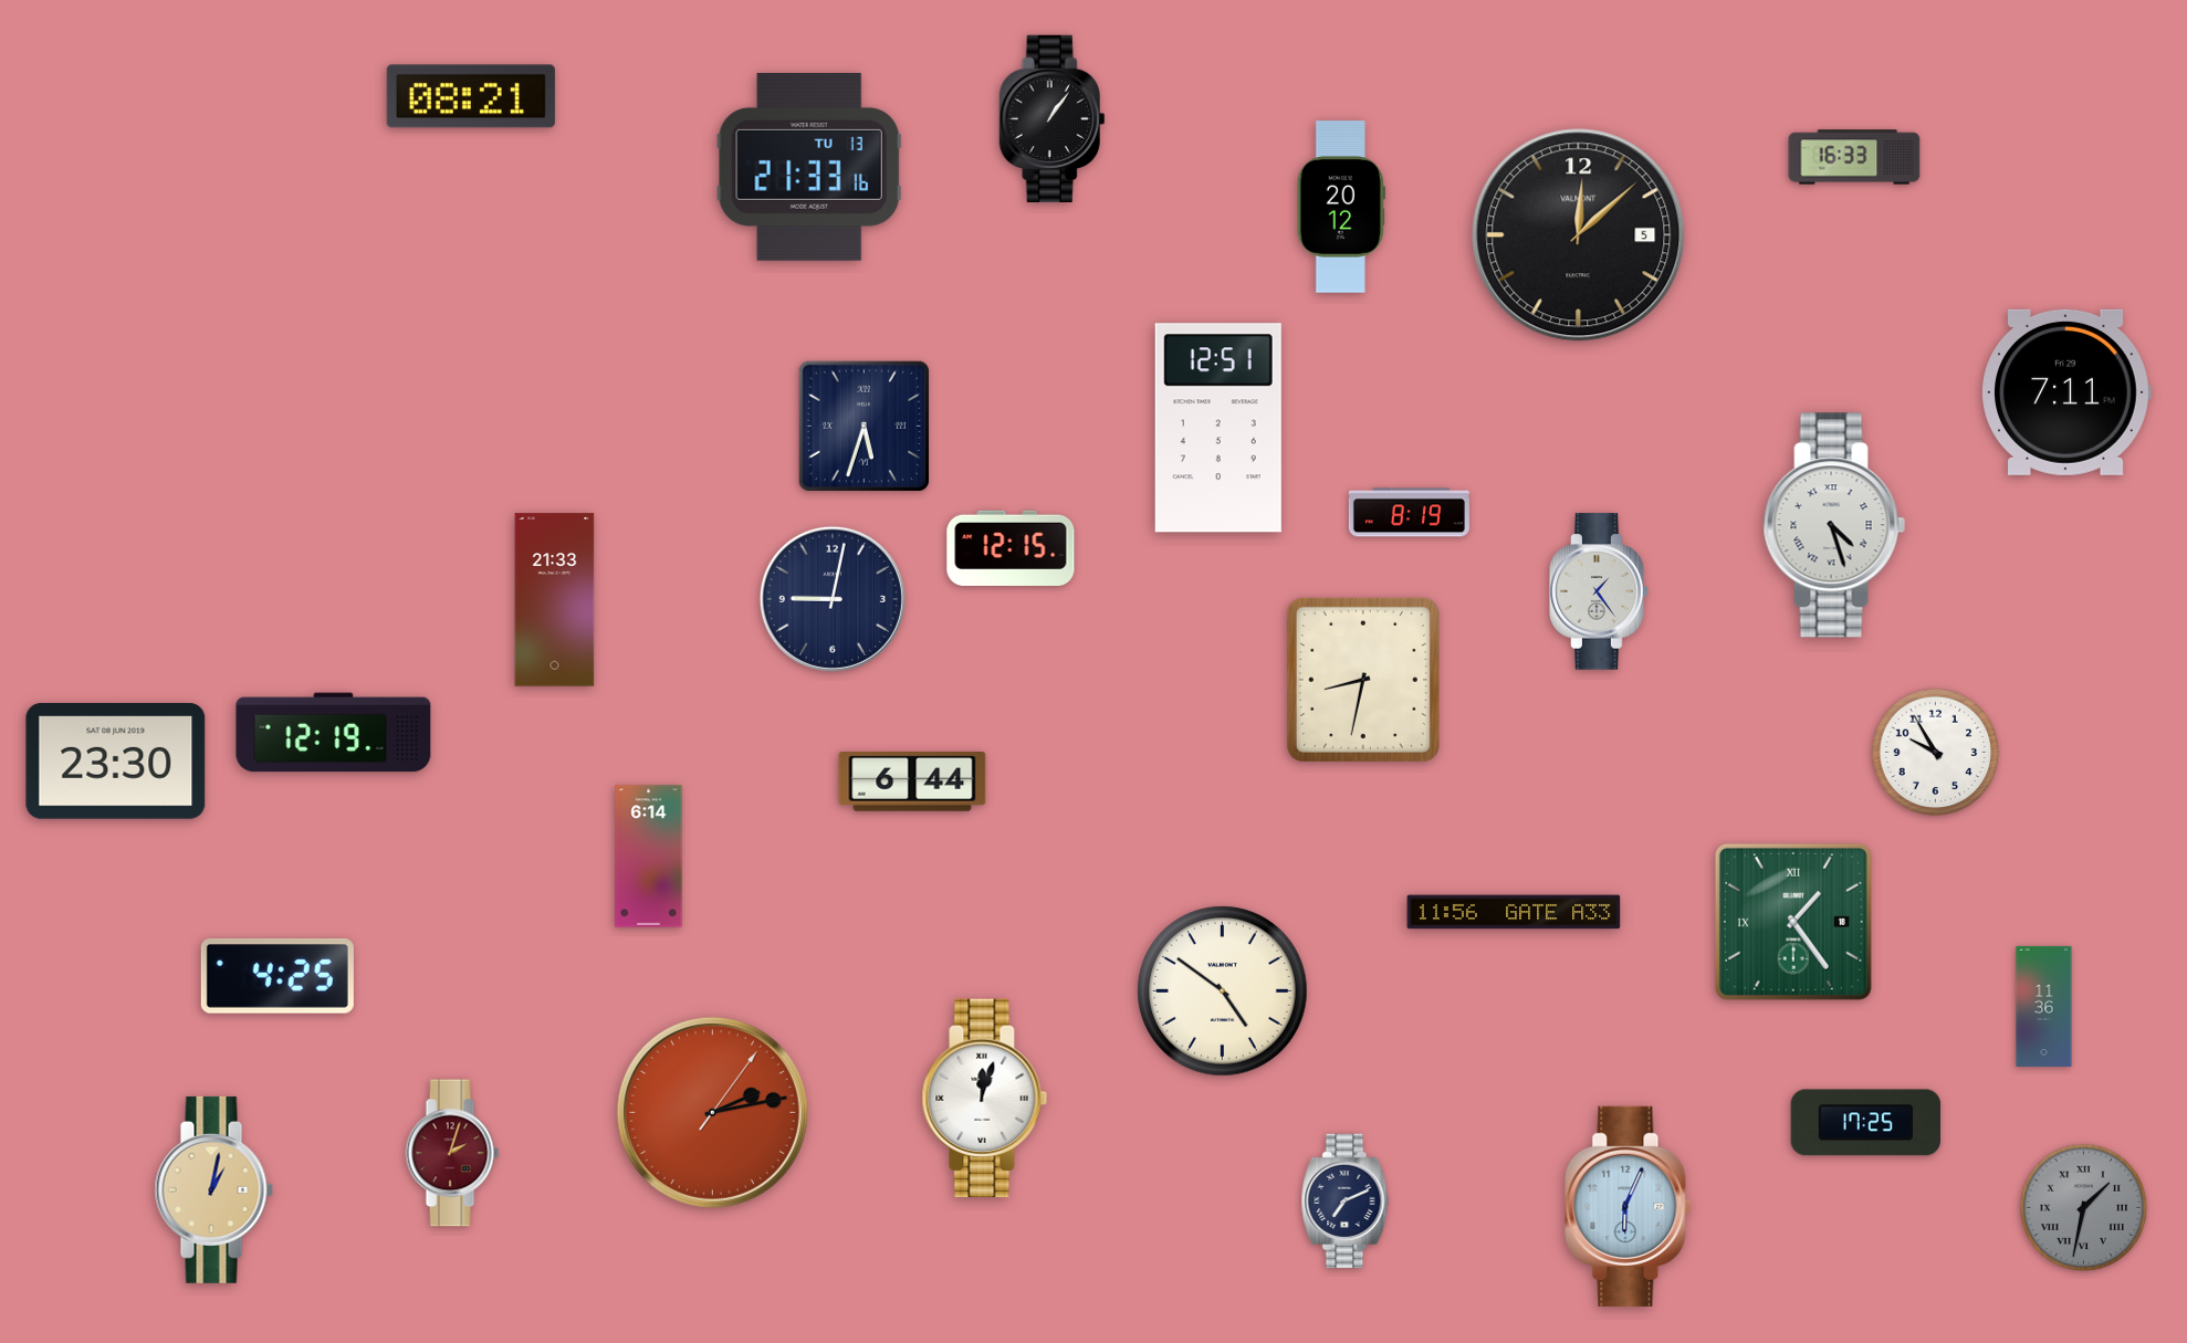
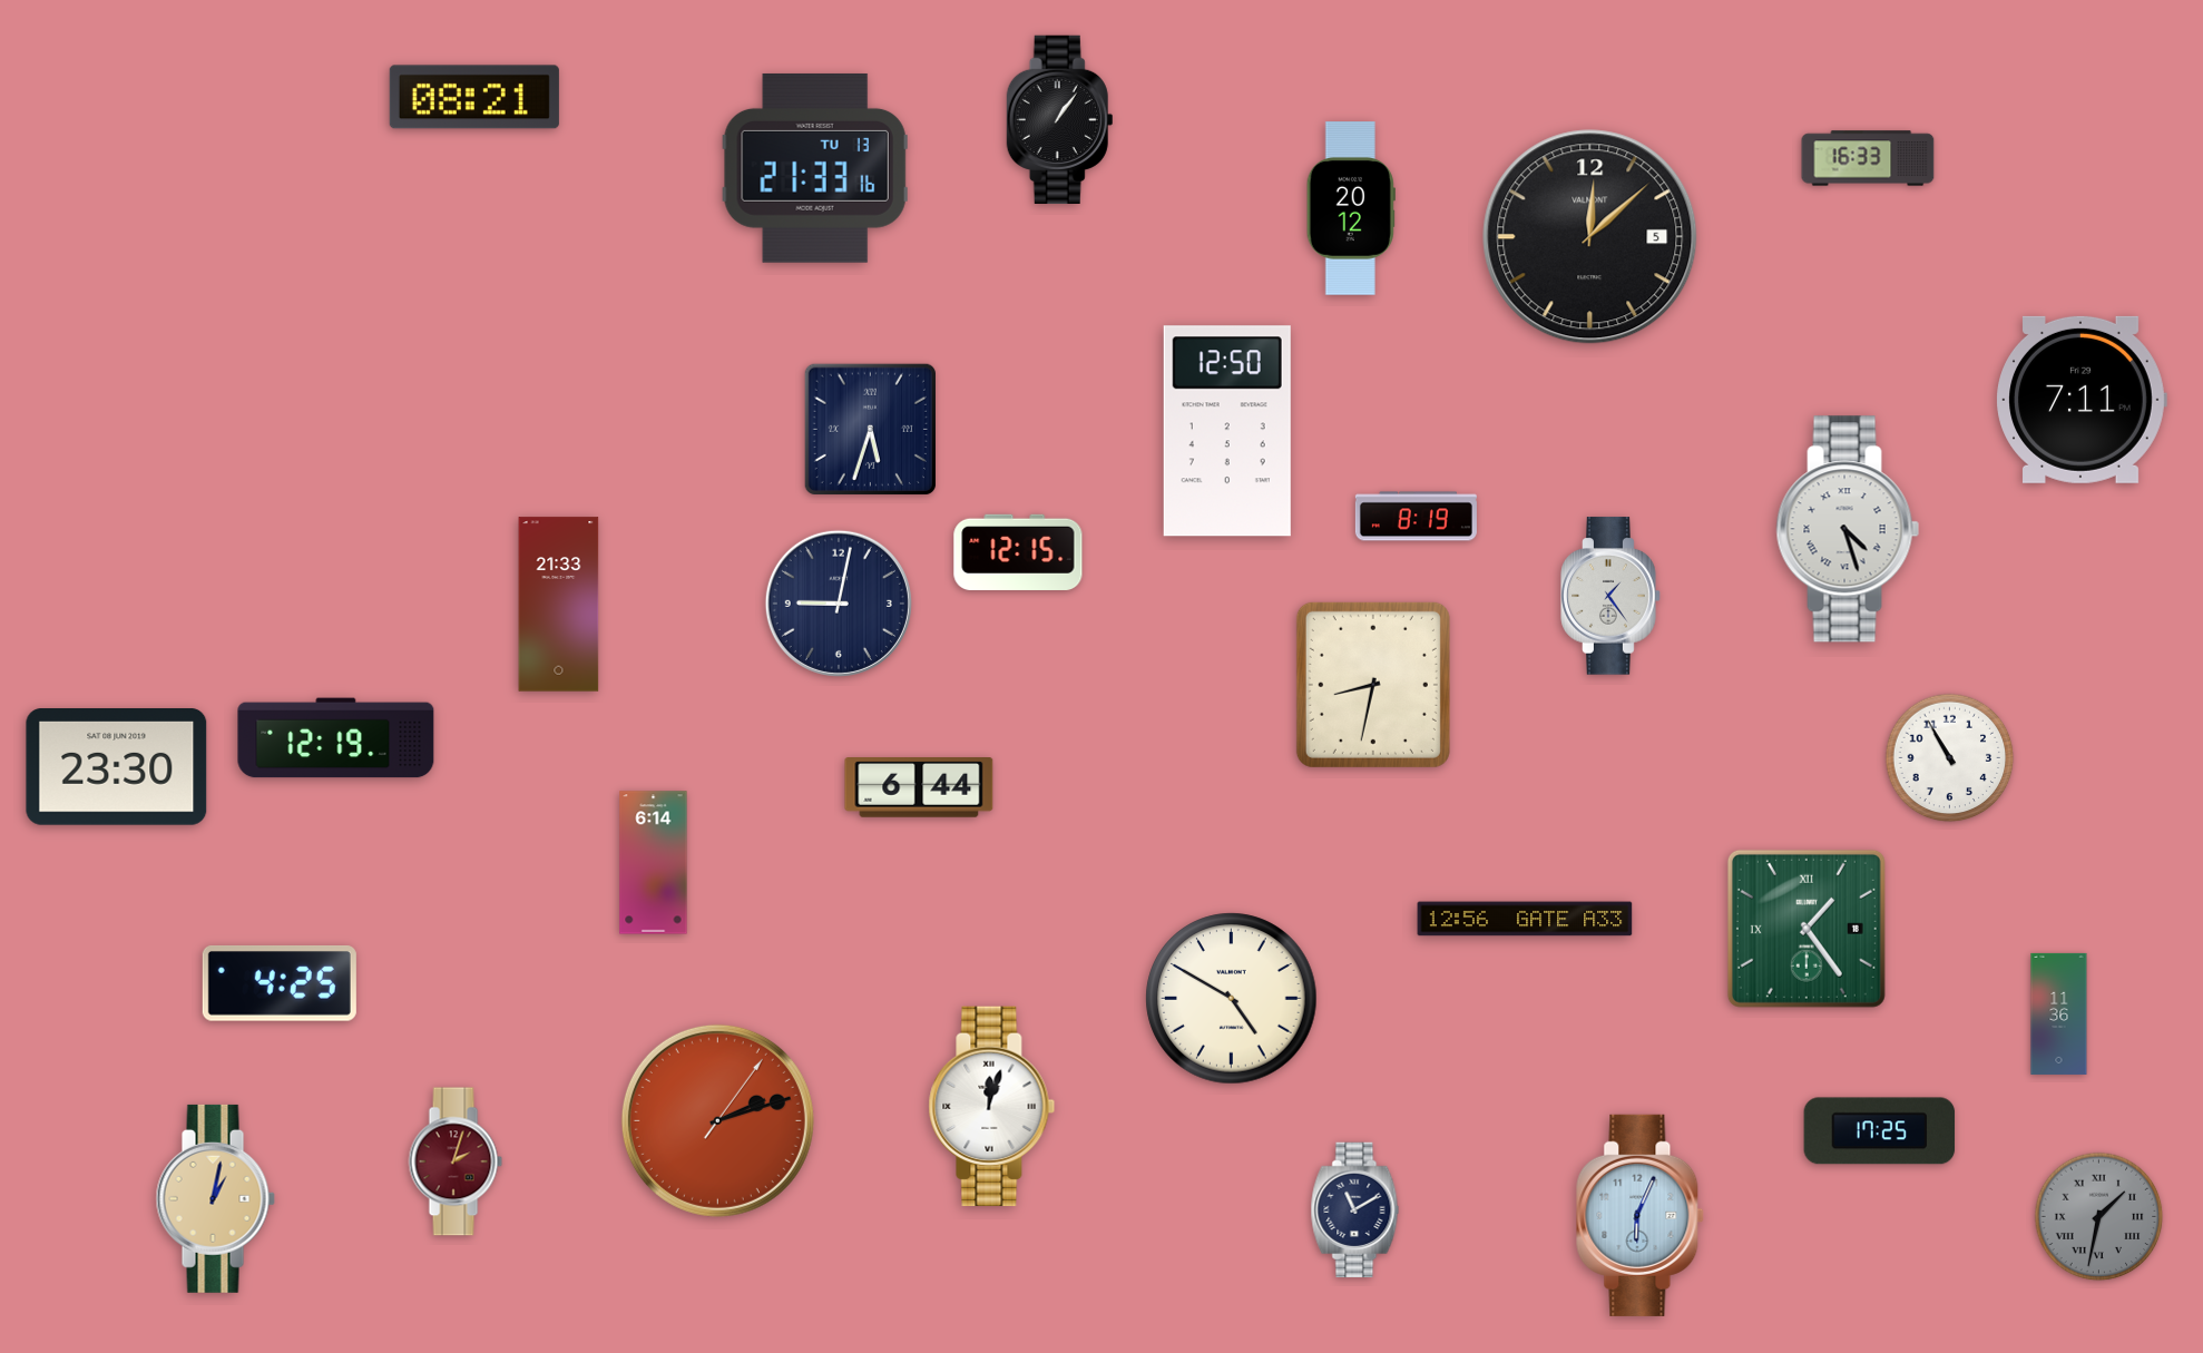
clock at (2066, 392) position: (2066, 392) -> (2082, 400)
clock at (1218, 428): 12:51 -> 12:50
clock at (1409, 513) position: (1409, 513) -> (1416, 517)
clock at (1936, 753): 9:55 -> 10:55
clock at (1514, 912): 11:56 -> 12:56
clock at (1223, 991): 4:51 -> 4:50
clock at (712, 1112): 2:13 -> 2:12
clock at (1346, 1202): 7:11 -> 11:10
